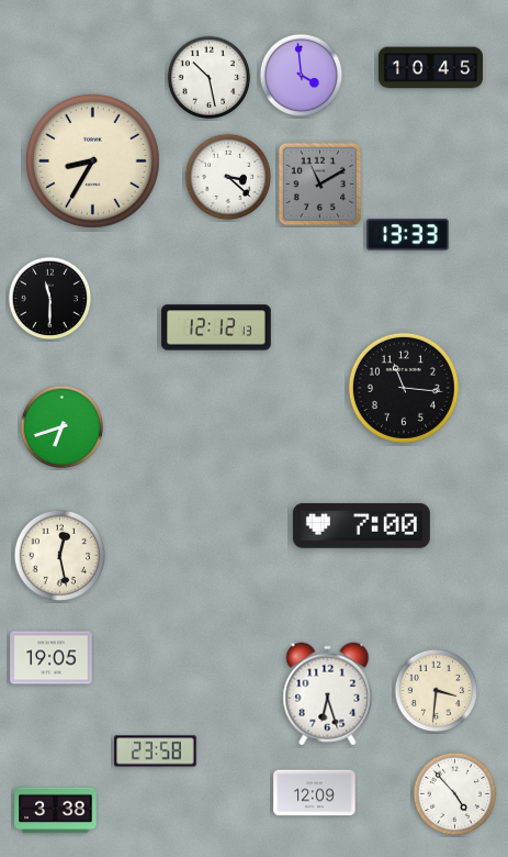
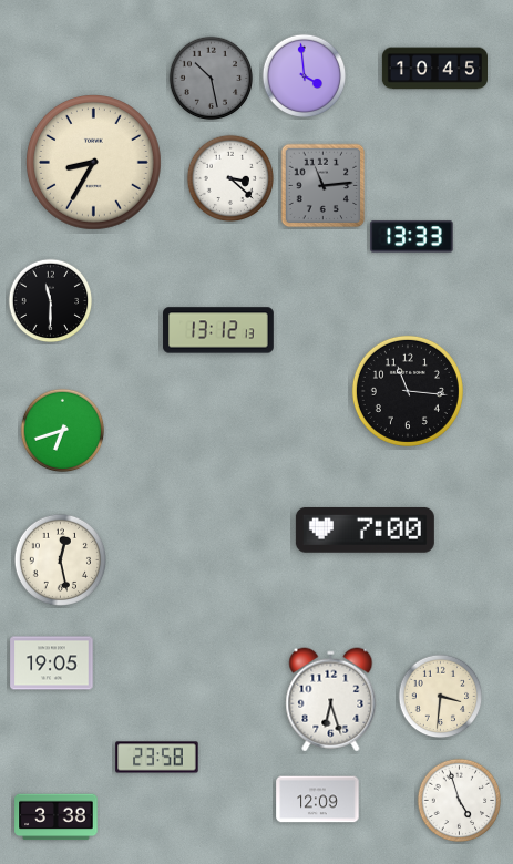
clock at (210, 78) dial: white -> grey
clock at (320, 185): 11:10 -> 11:14
clock at (216, 327): 12:12 -> 13:12
clock at (455, 794): 4:53 -> 4:57
